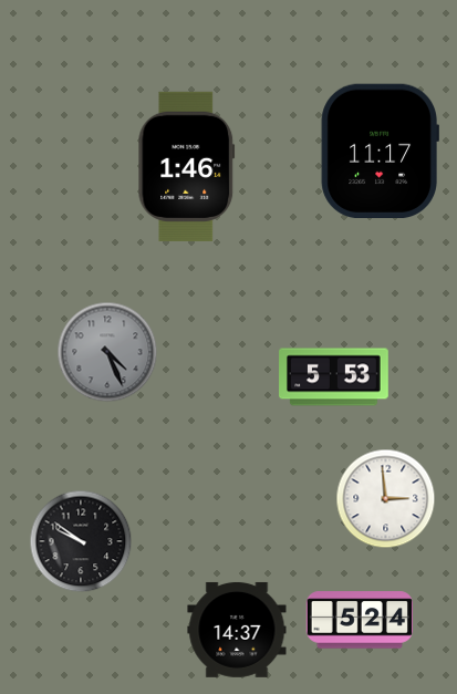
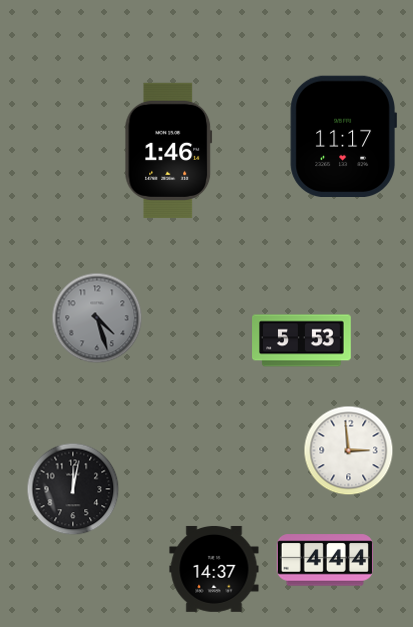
clock at (107, 352): 4:26 -> 4:27
clock at (81, 541): 9:51 -> 12:02
clock at (360, 620): 5:24 -> 4:44
